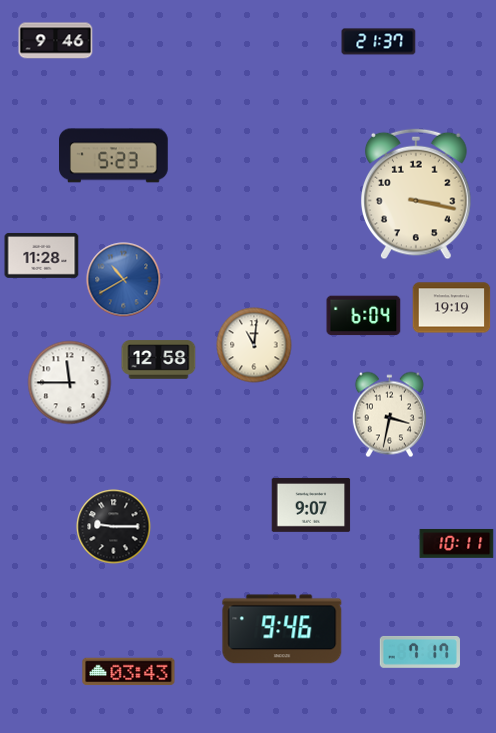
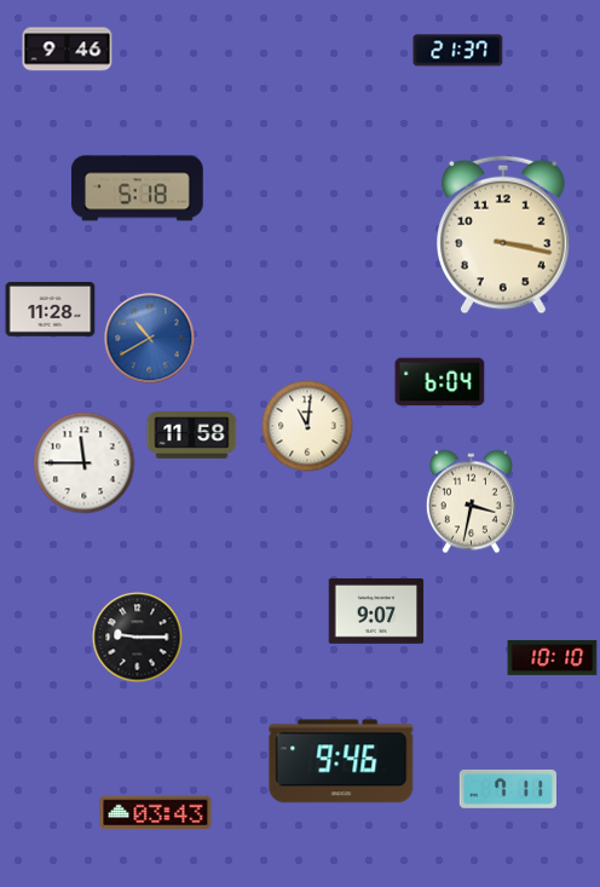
clock at (114, 156): 5:23 -> 5:18
clock at (452, 308): 19:19 -> none
clock at (254, 345) position: (254, 345) -> (307, 426)
clock at (159, 360): 12:58 -> 11:58
clock at (457, 543): 10:11 -> 10:10
clock at (419, 652): 7:17 -> 7:11
